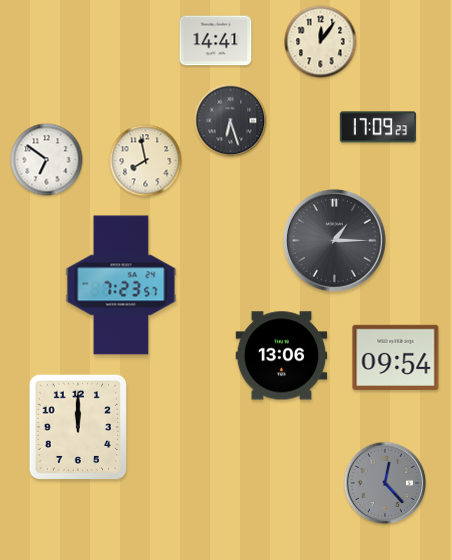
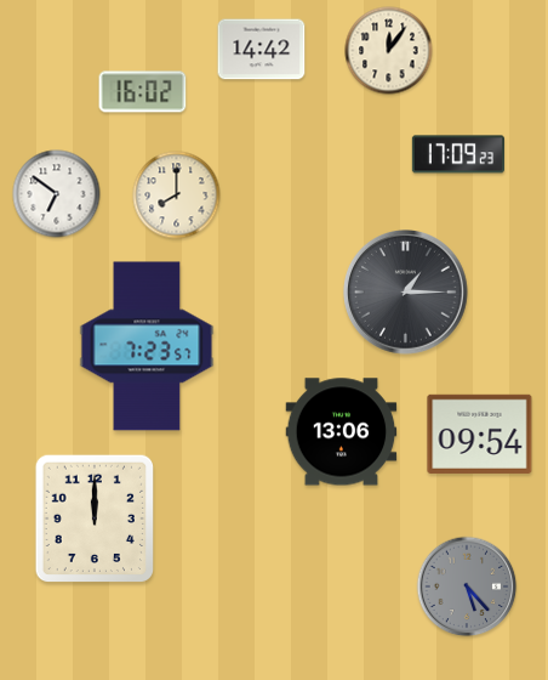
clock at (216, 41): 14:41 -> 14:42
clock at (143, 92): none -> 16:02
clock at (231, 121): 6:27 -> none
clock at (146, 161): 7:58 -> 8:00
clock at (385, 483): 12:23 -> 5:23
